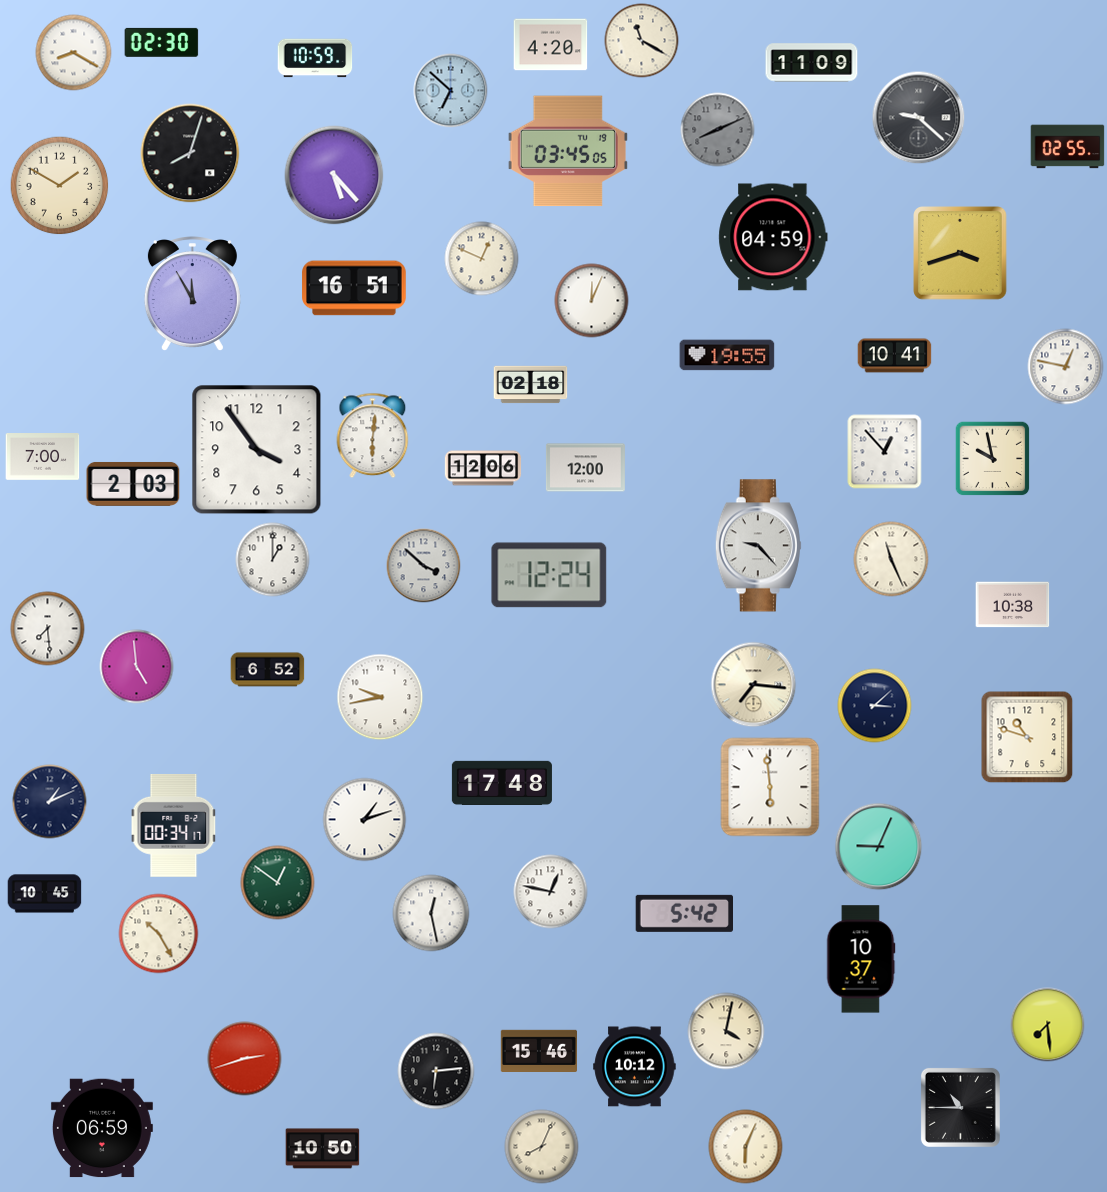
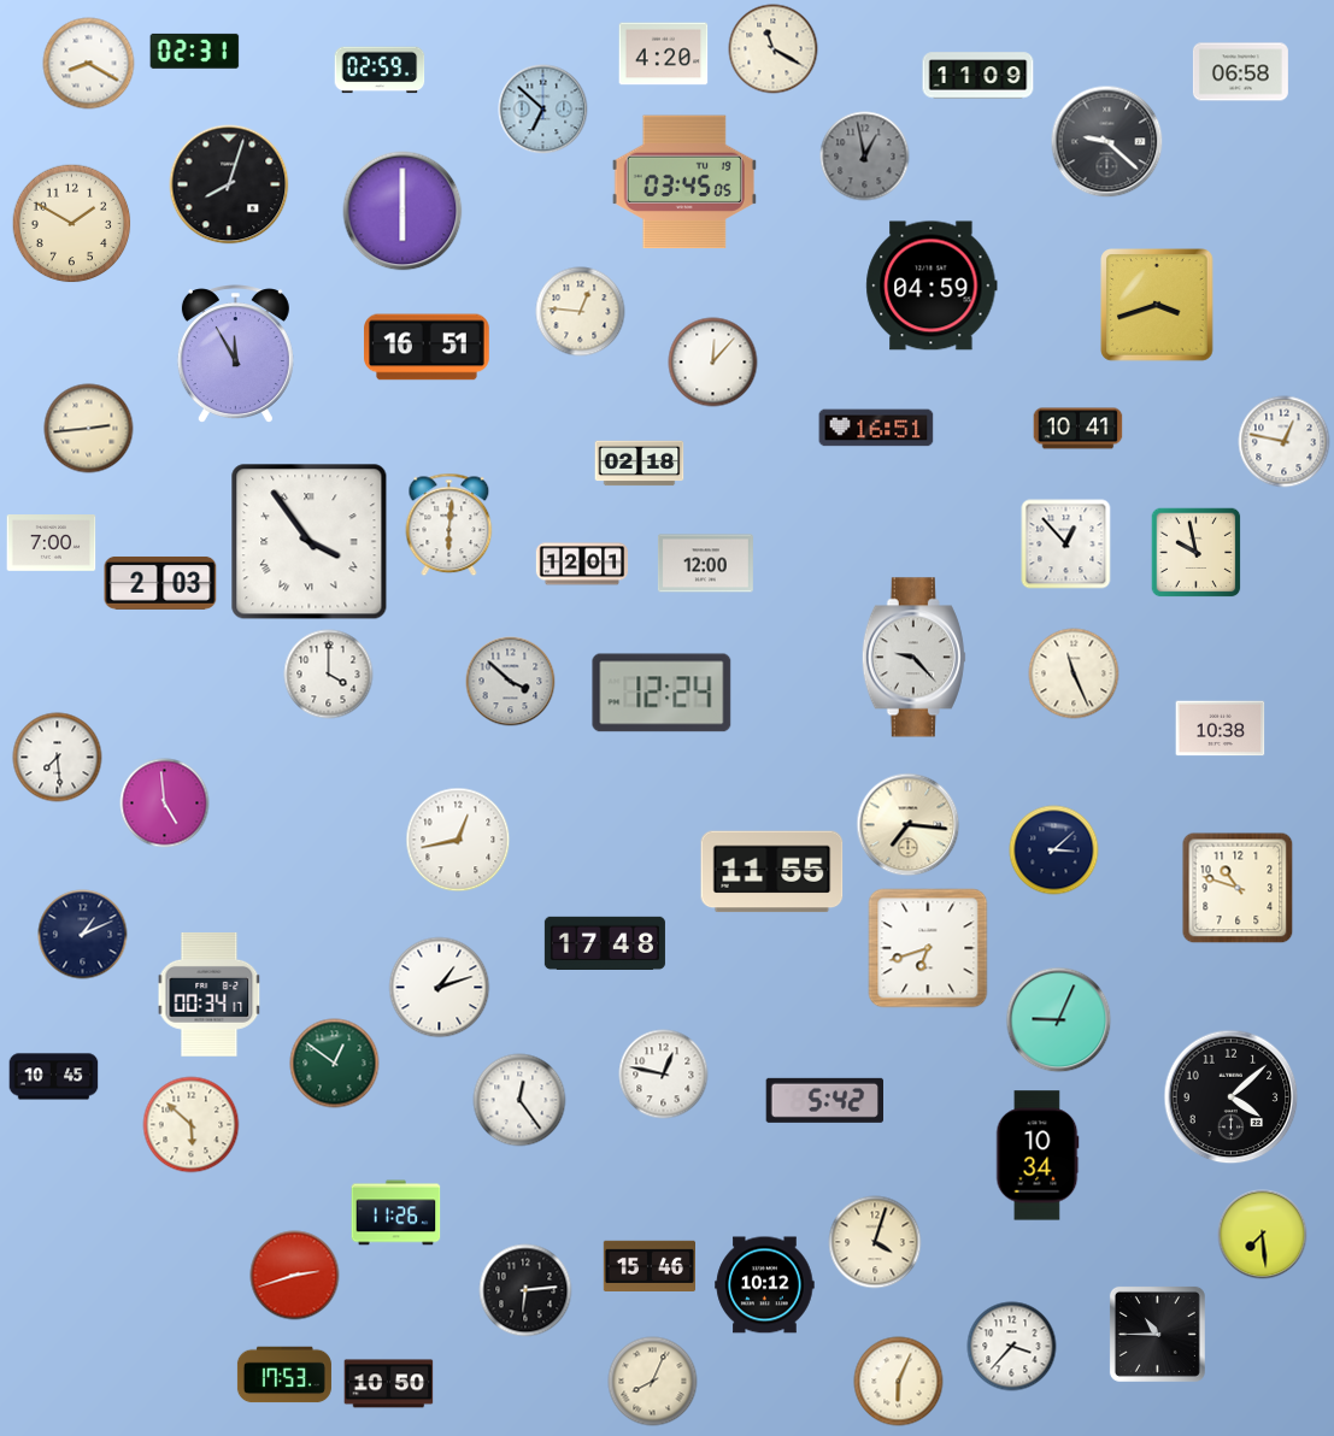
clock at (162, 42): 02:30 -> 02:31
clock at (315, 58): 10:59 -> 02:59
clock at (1240, 72): none -> 06:58
clock at (718, 130): 8:11 -> 12:58
clock at (1068, 147): 02:55 -> none
clock at (334, 175): 5:23 -> 6:00
clock at (482, 259): 12:49 -> 12:46
clock at (192, 294) position: (192, 294) -> (235, 354)
clock at (592, 301): 12:04 -> 12:07
clock at (727, 355): 19:55 -> 16:51
clock at (89, 429): none -> 2:44
clock at (257, 450) numerals: Arabic -> Roman
clock at (43, 457) position: (43, 457) -> (52, 543)
clock at (483, 468): 12:06 -> 12:01
clock at (273, 560): 1:00 -> 4:00
clock at (268, 670): 6:52 -> none
clock at (380, 697): 9:43 -> 12:43
clock at (772, 872): none -> 11:55
clock at (770, 787): 5:59 -> 6:42
clock at (50, 802) position: (50, 802) -> (83, 935)
clock at (1232, 1097): none -> 4:08
clock at (431, 913): 12:28 -> 12:24
clock at (159, 934): 10:25 -> 5:52
clock at (861, 959): 10:37 -> 10:34
clock at (396, 1213): none -> 11:26
clock at (726, 1031): 4:02 -> 4:03
clock at (1012, 1347): none -> 3:37
clock at (102, 1128): 06:59 -> none
clock at (284, 1375): none -> 17:53
